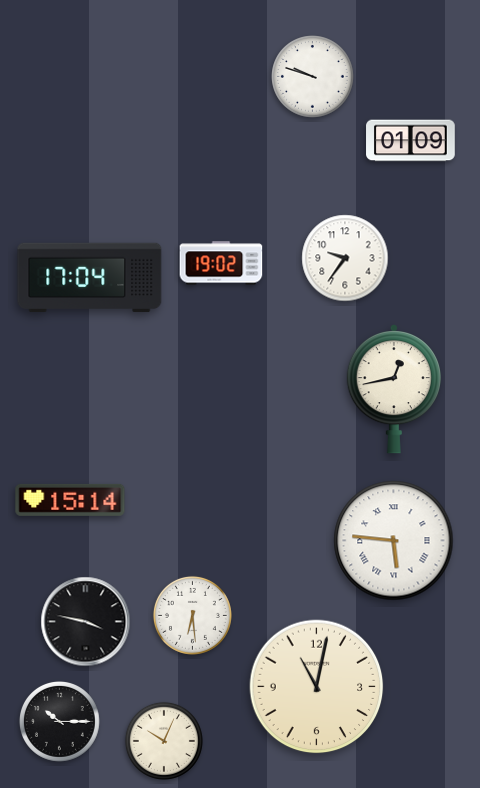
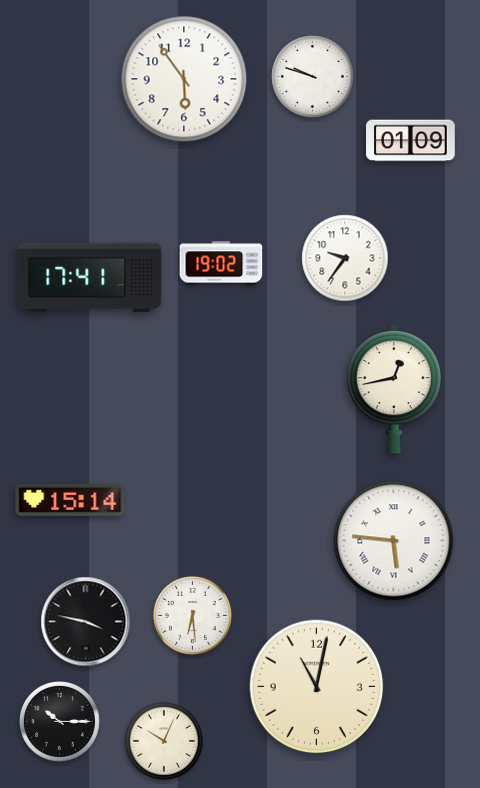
clock at (184, 79): none -> 5:54
clock at (90, 278): 17:04 -> 17:41
